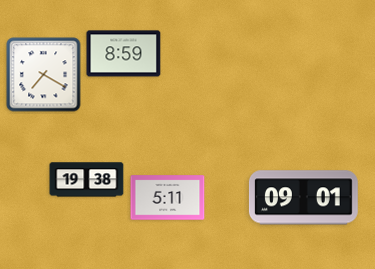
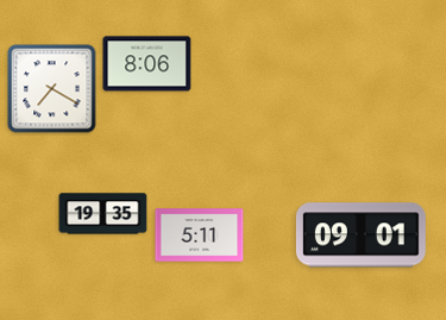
clock at (124, 54): 8:59 -> 8:06
clock at (87, 180): 19:38 -> 19:35
